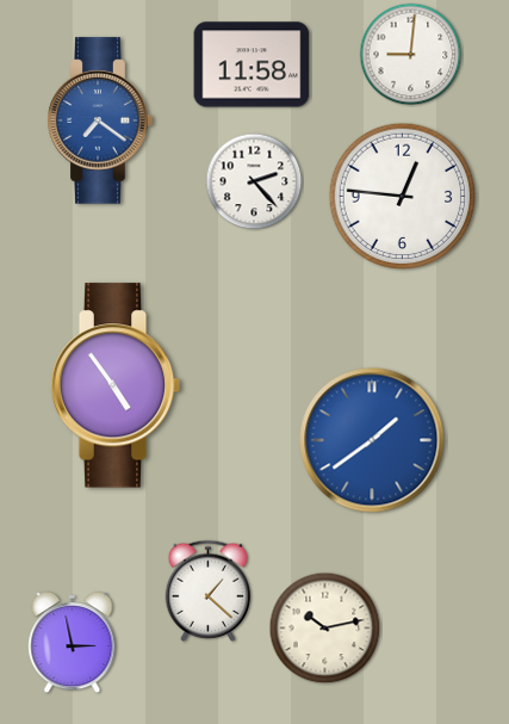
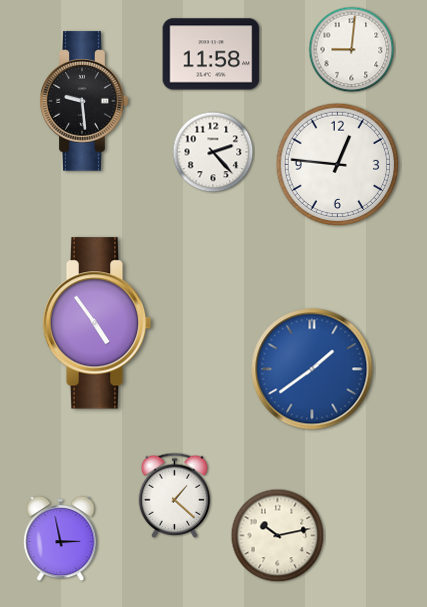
clock at (411, 55) position: (411, 55) -> (352, 50)
clock at (100, 120): 7:21 -> 9:29
clock at (100, 120) dial: blue -> black
clock at (325, 629) position: (325, 629) -> (278, 536)
